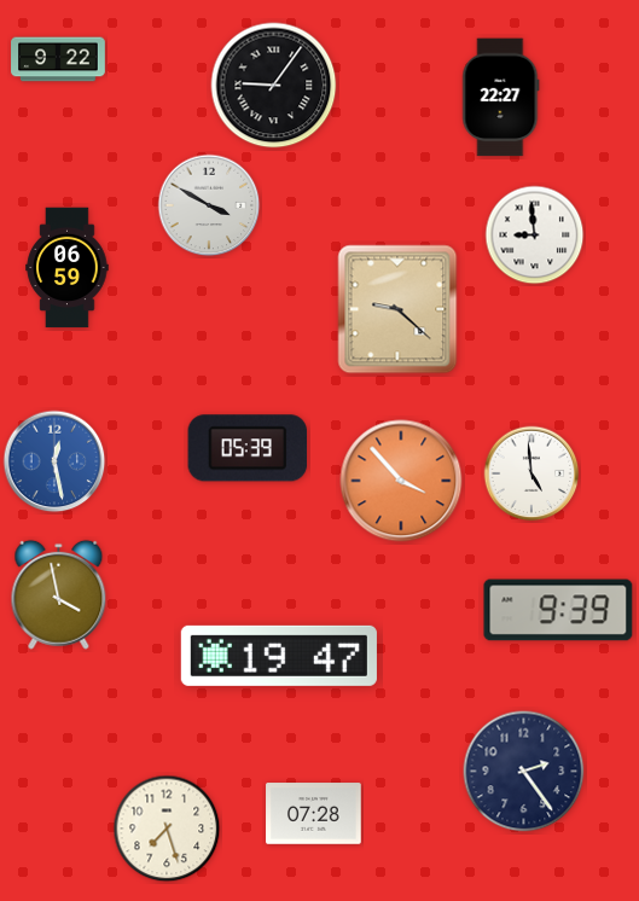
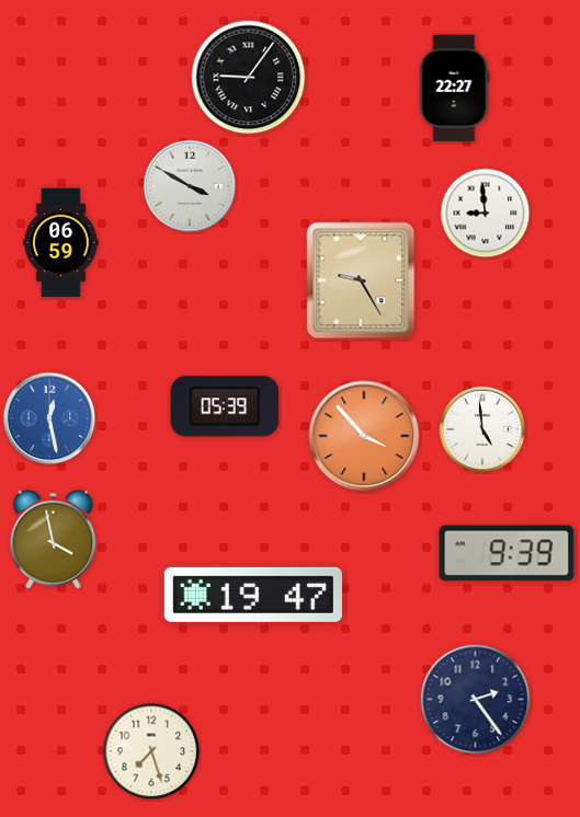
clock at (58, 59): 9:22 -> none
clock at (397, 309): 9:22 -> 9:25
clock at (314, 814): 07:28 -> none
